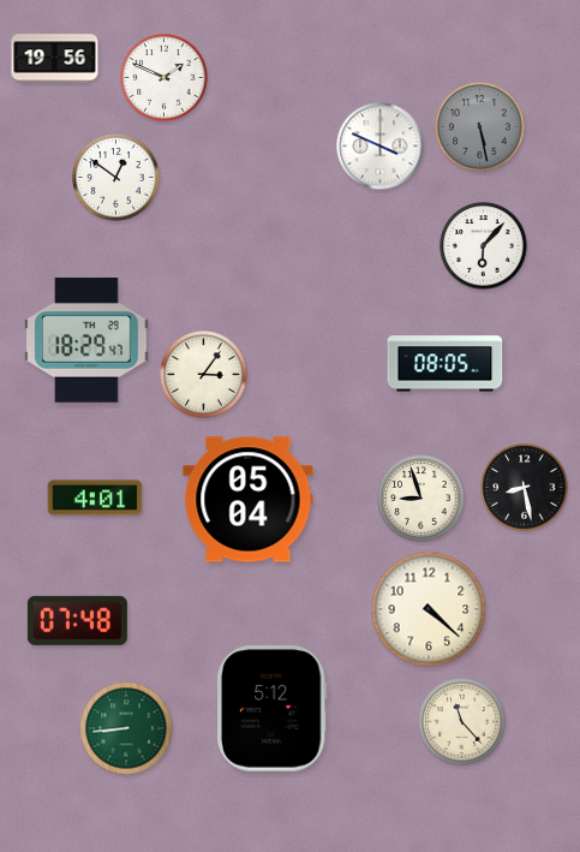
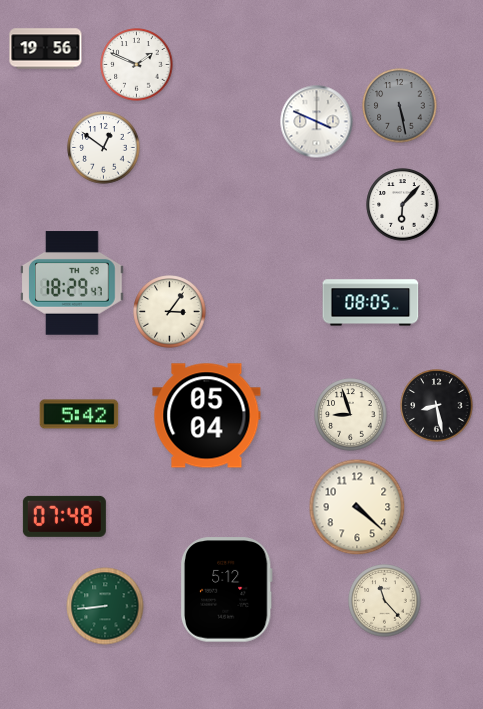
clock at (116, 178) position: (116, 178) -> (104, 148)
clock at (95, 498): 4:01 -> 5:42
